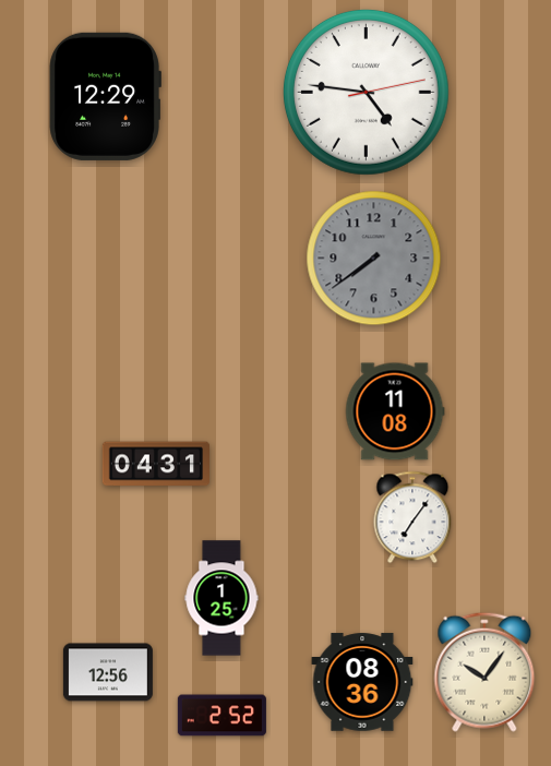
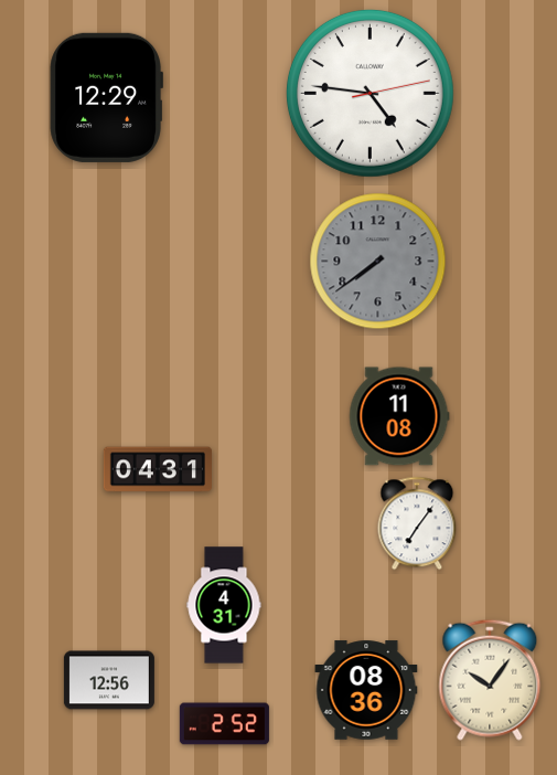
clock at (221, 598): 1:25 -> 4:31
